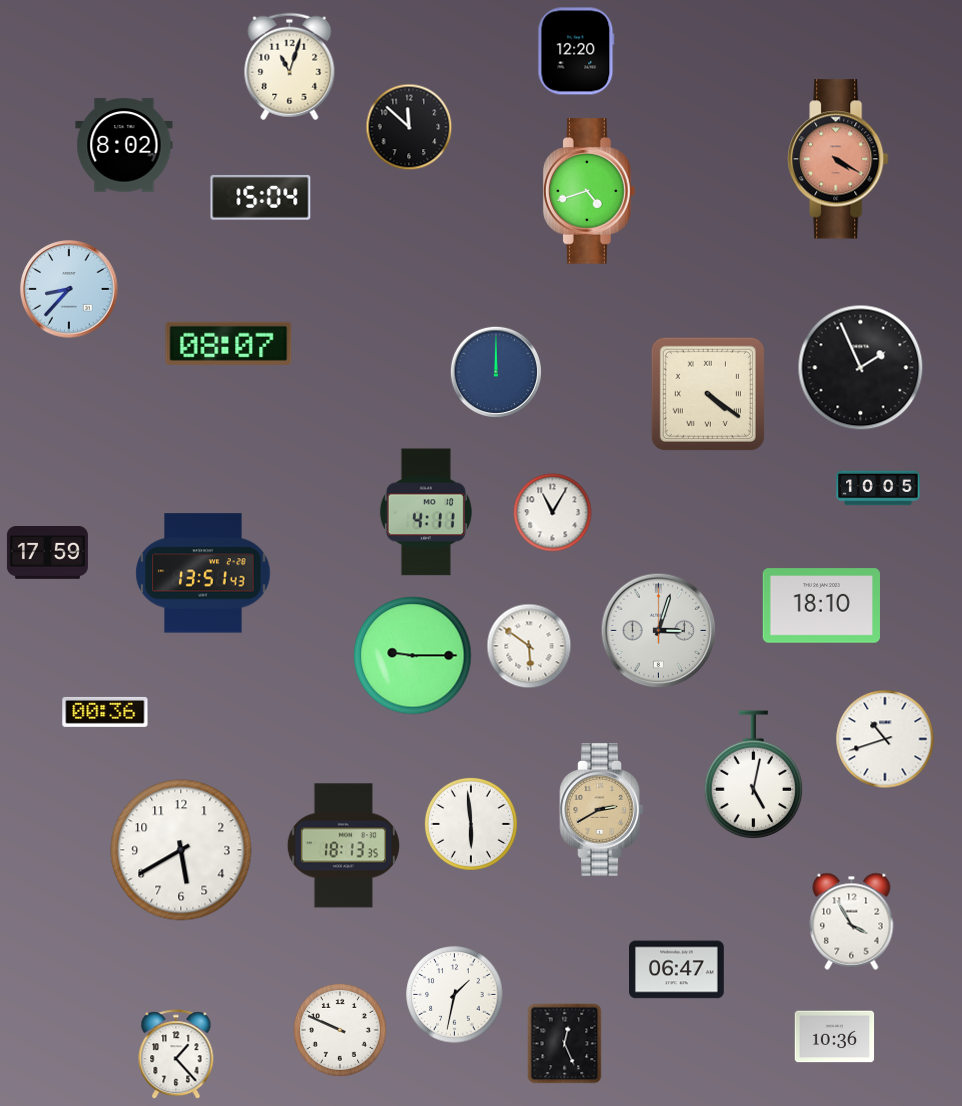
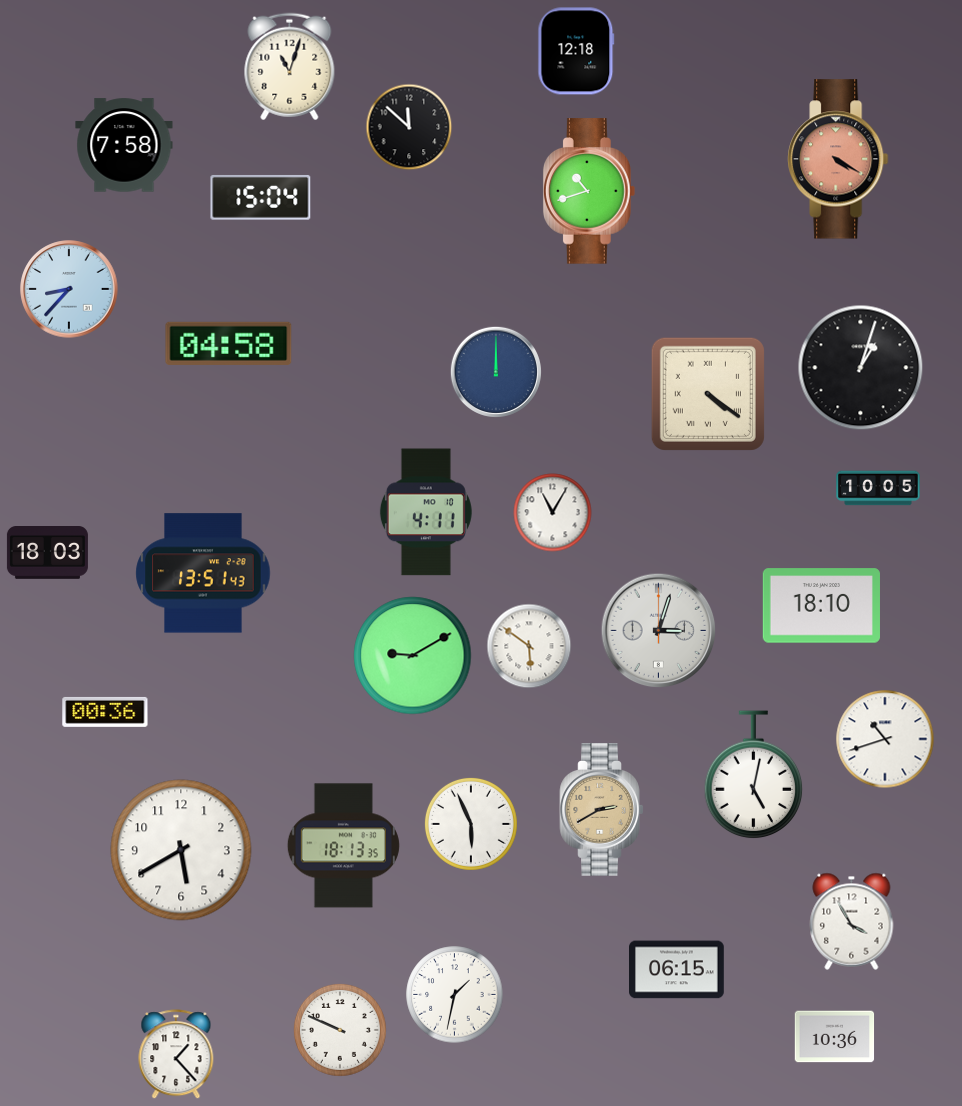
clock at (576, 51): 12:20 -> 12:18
clock at (124, 145): 8:02 -> 7:58
clock at (589, 191): 4:42 -> 10:42
clock at (229, 343): 08:07 -> 04:58
clock at (861, 368): 1:56 -> 1:03
clock at (47, 553): 17:59 -> 18:03
clock at (413, 656): 9:15 -> 9:10
clock at (471, 824): 5:59 -> 5:56
clock at (677, 970): 06:47 -> 06:15
clock at (565, 1044): 12:26 -> none
